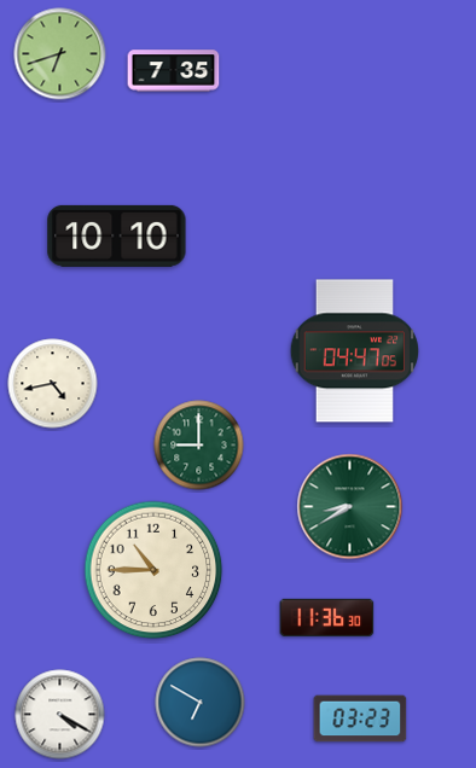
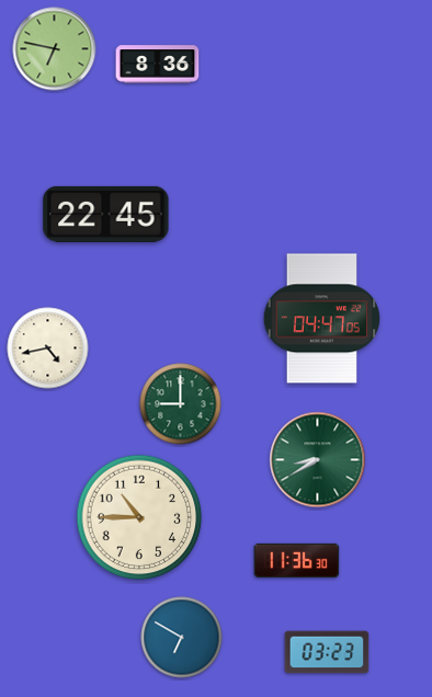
clock at (60, 54): 6:42 -> 6:47
clock at (174, 71): 7:35 -> 8:36
clock at (117, 235): 10:10 -> 22:45
clock at (60, 715): 4:20 -> none
